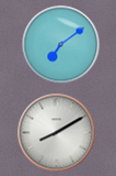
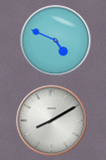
clock at (61, 45): 7:09 -> 4:49
